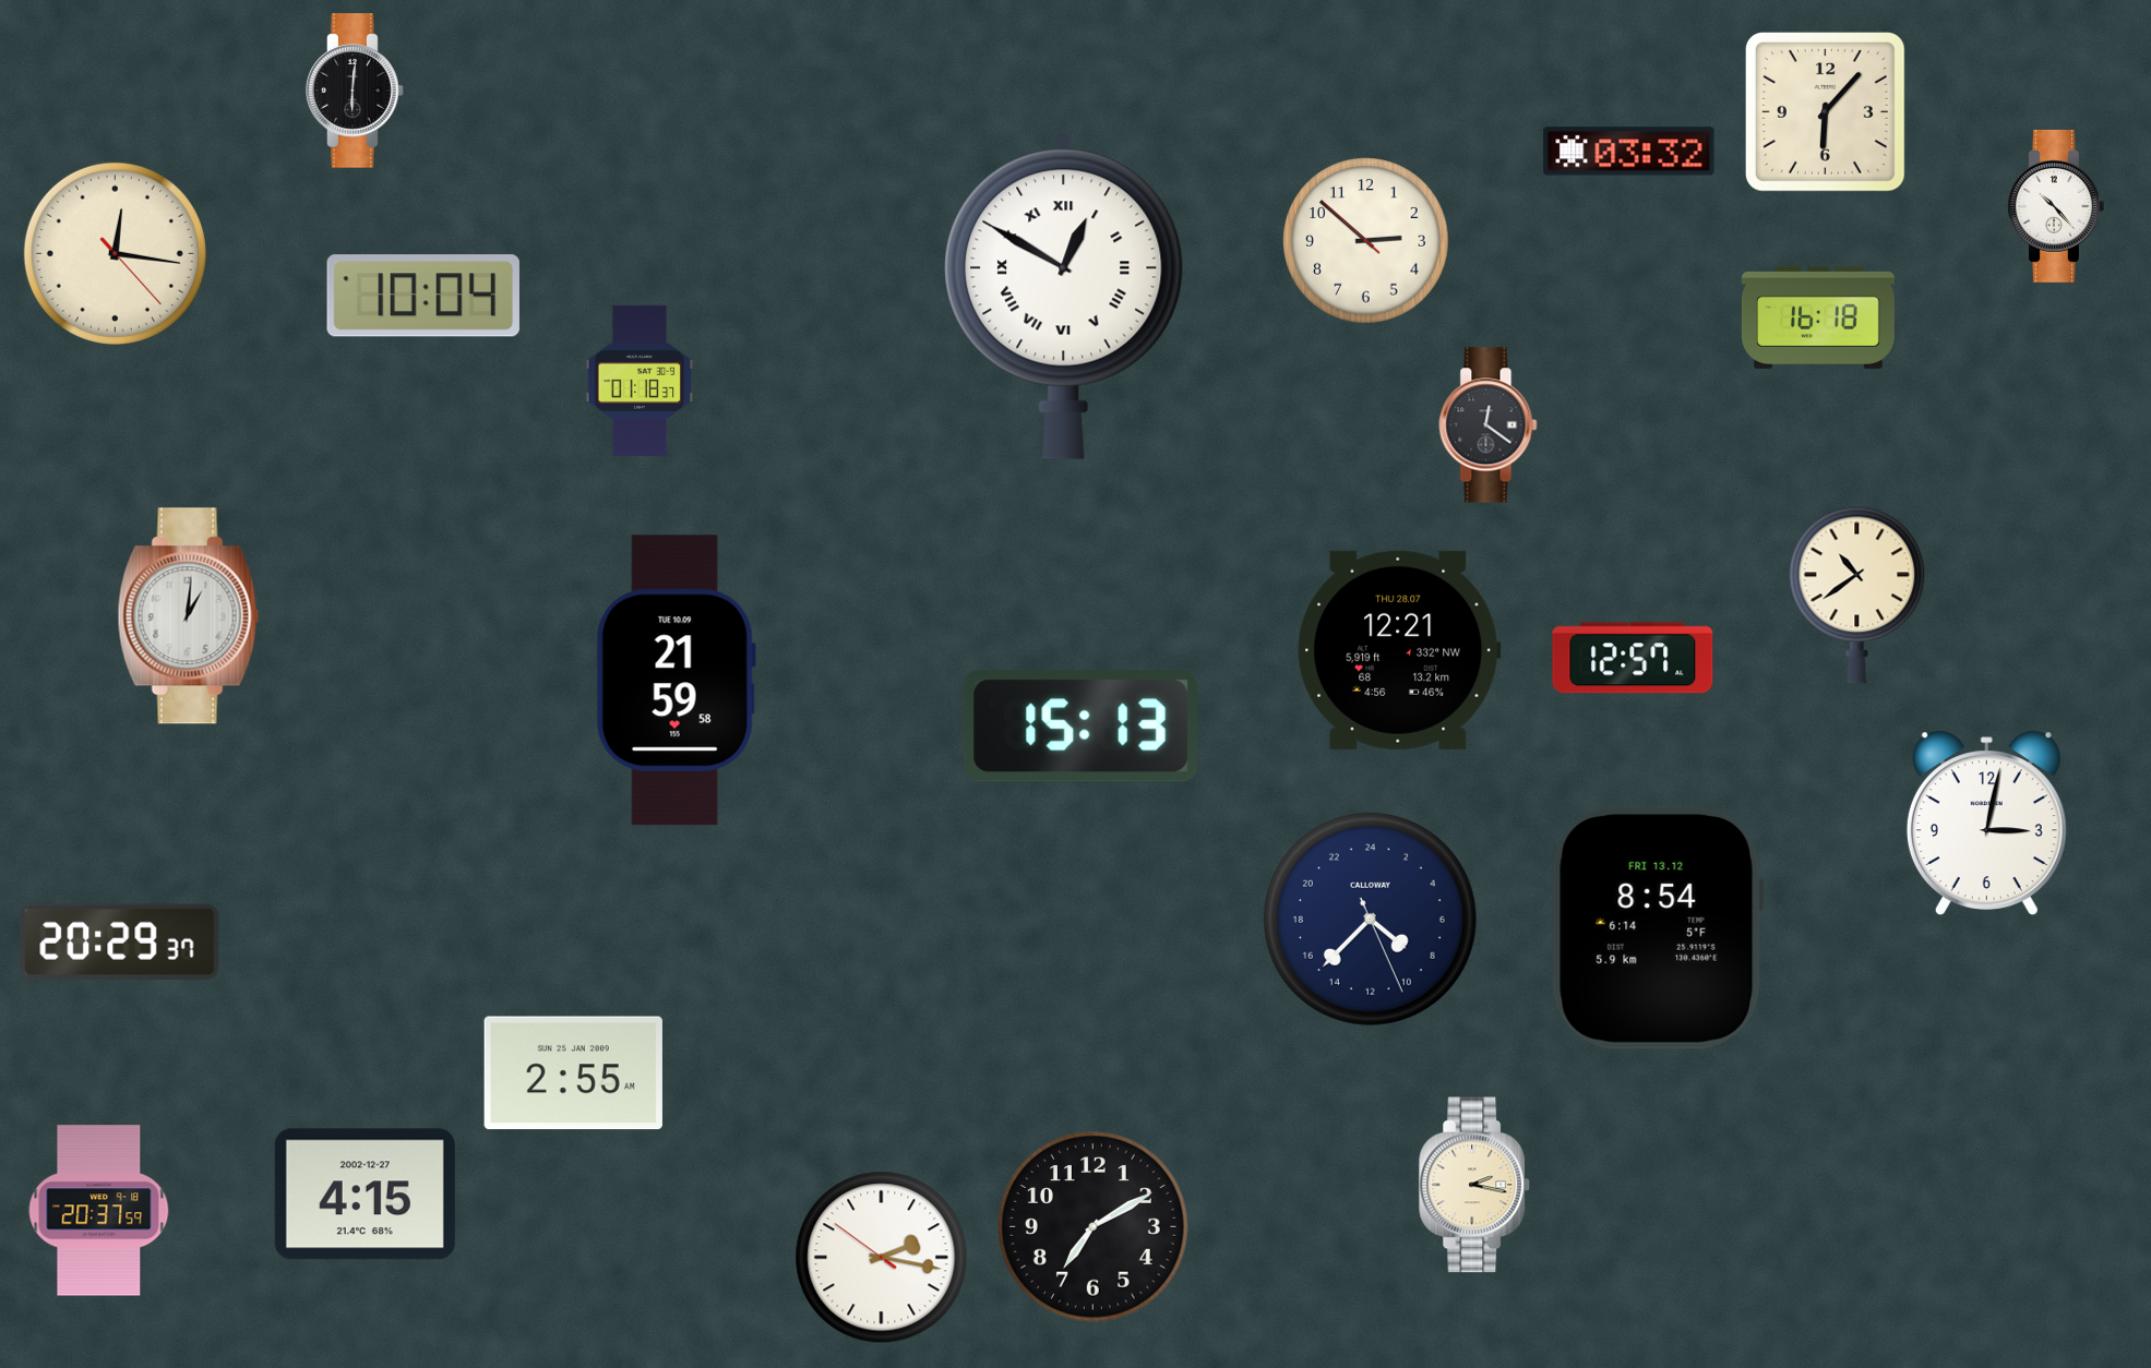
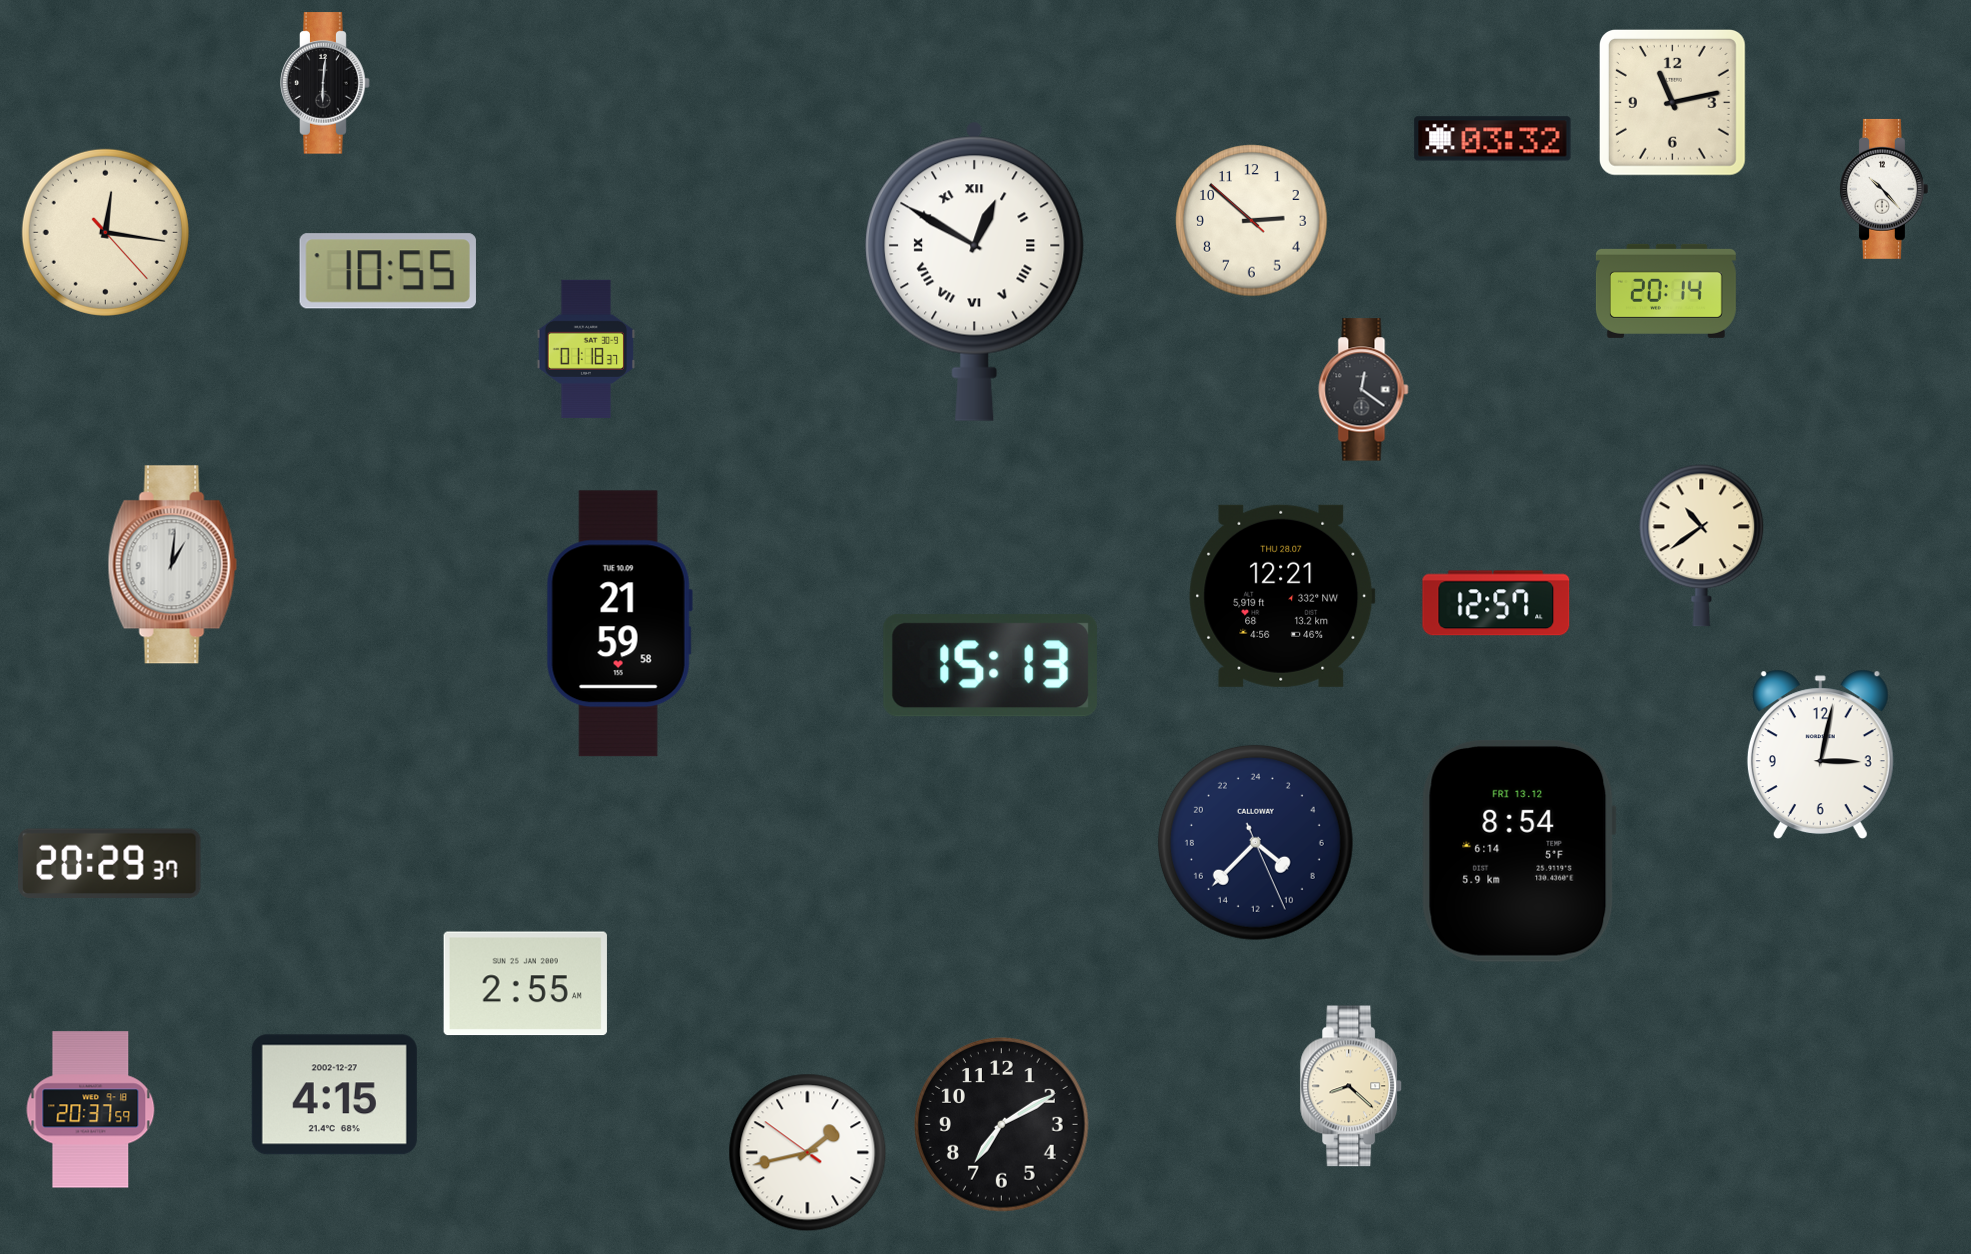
clock at (1825, 111): 6:07 -> 11:13
clock at (423, 296): 10:04 -> 10:55
clock at (1818, 317): 16:18 -> 20:14
clock at (1475, 1185): 2:17 -> 8:22
clock at (882, 1258): 2:16 -> 1:42
